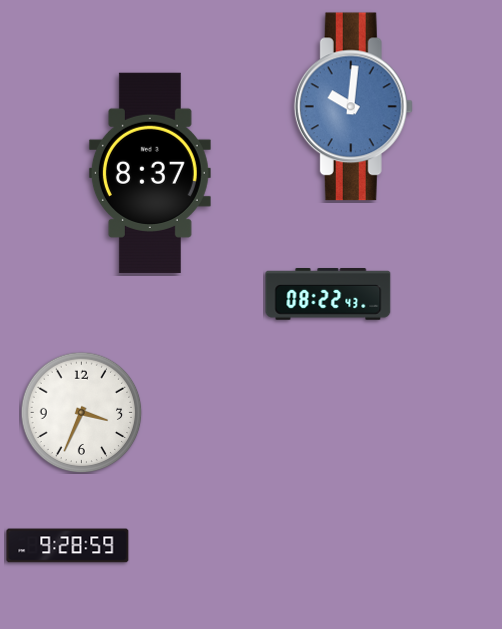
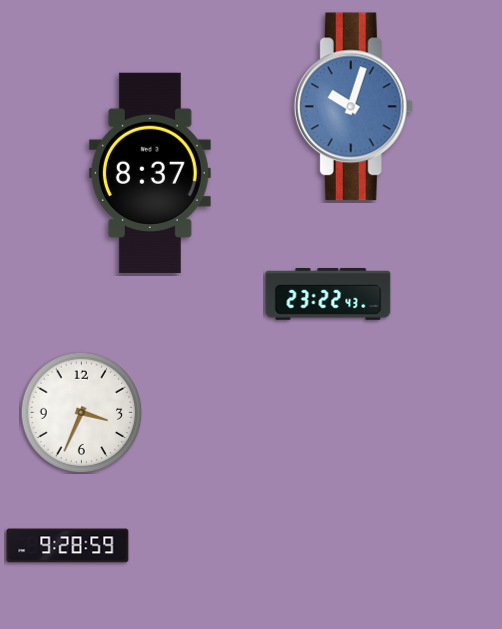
clock at (353, 107): 10:01 -> 10:03
clock at (328, 295): 08:22 -> 23:22
